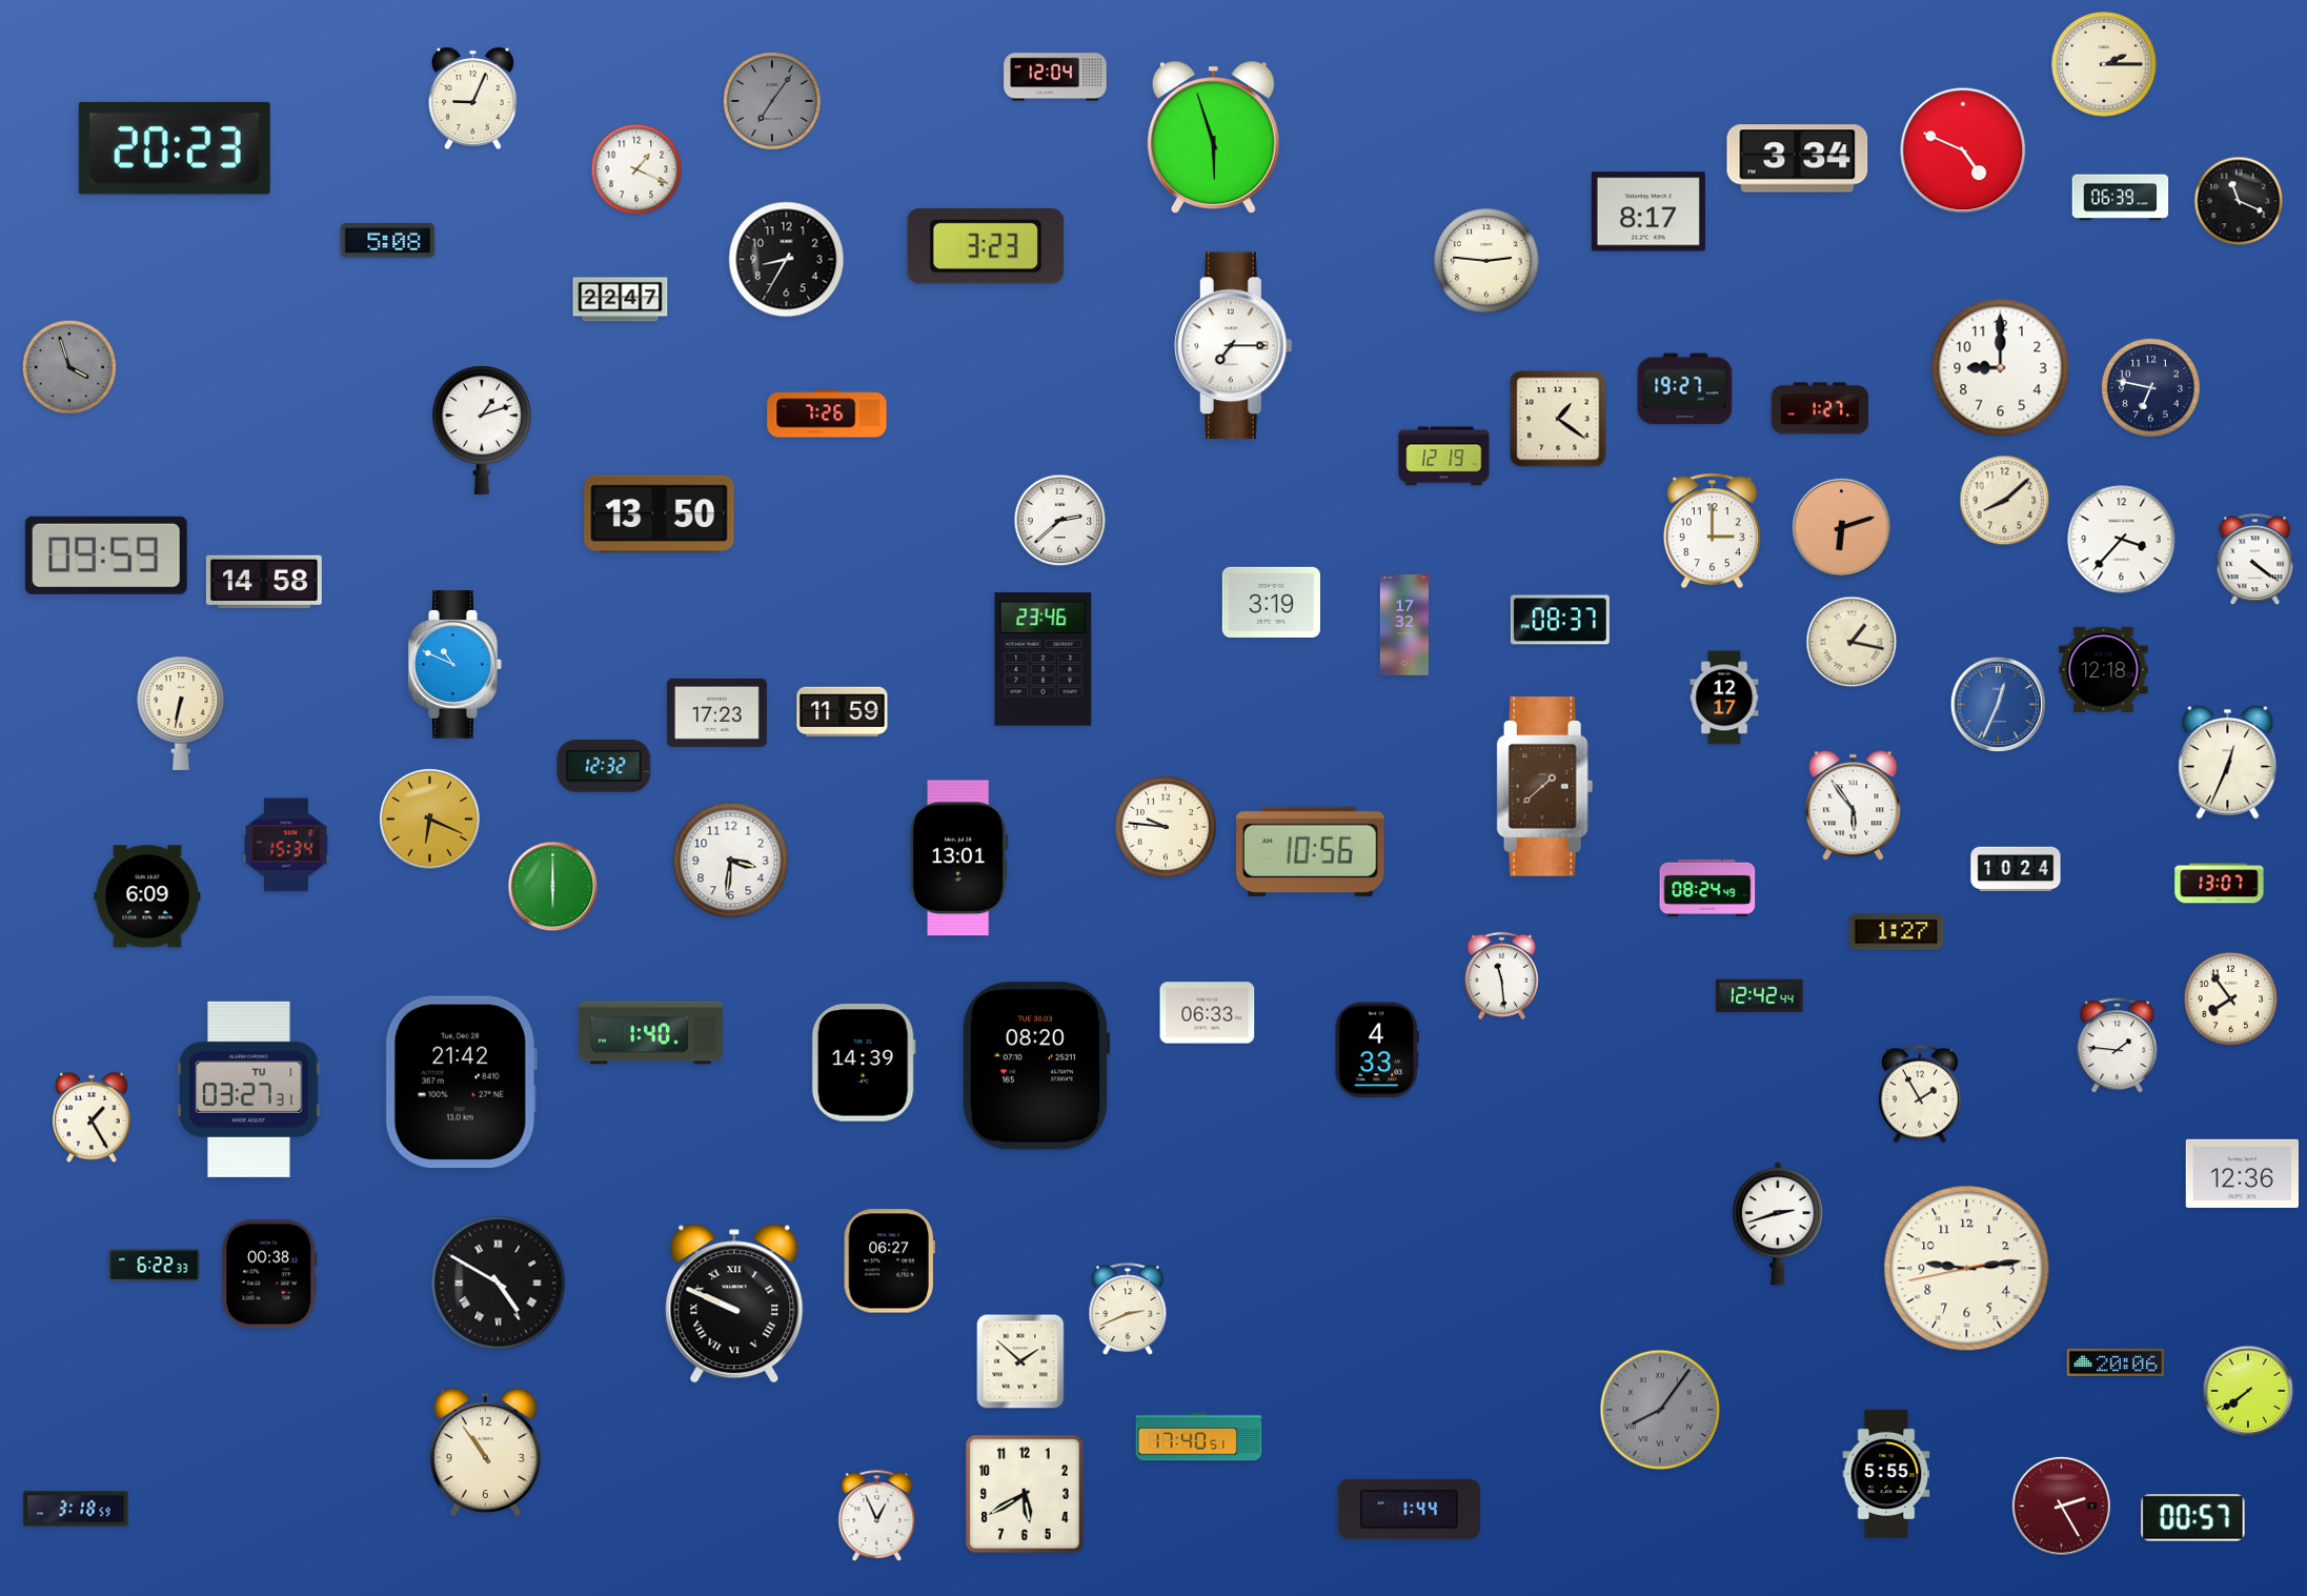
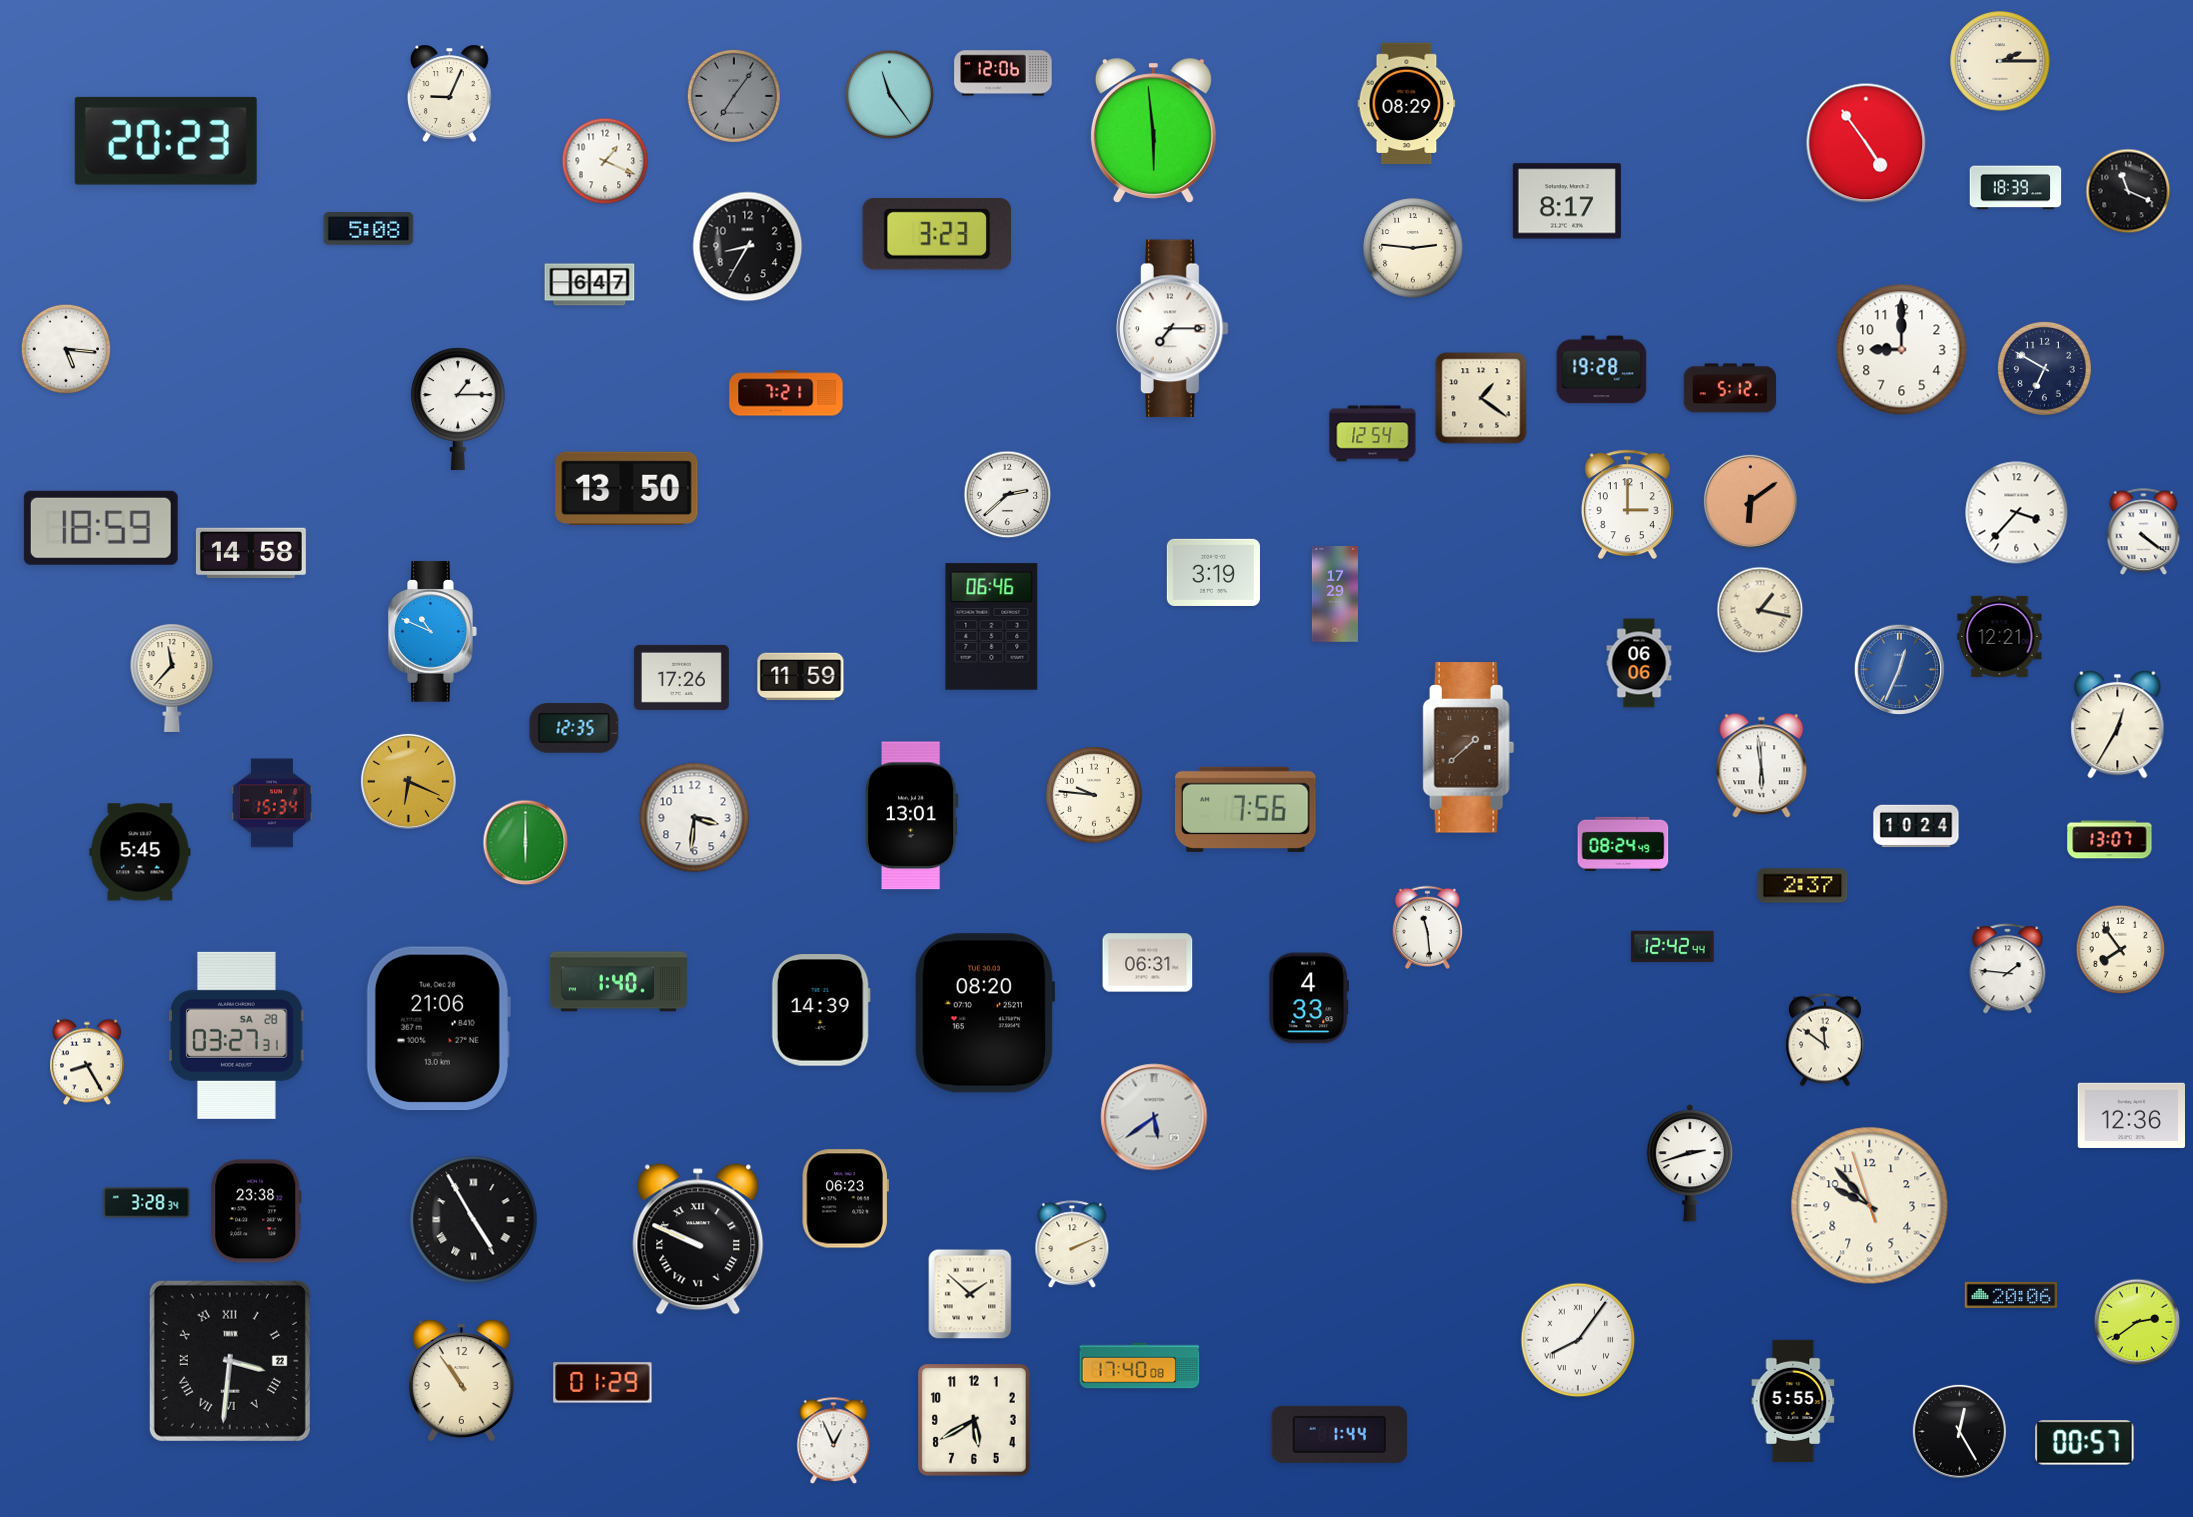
clock at (1055, 77): 12:04 -> 12:06
clock at (890, 95): none -> 11:24
clock at (1407, 104): none -> 08:29
clock at (1213, 137): 5:57 -> 5:59
clock at (1963, 150): 4:49 -> 4:54
clock at (1798, 159): 3:34 -> none
clock at (2121, 198): 06:39 -> 18:39
clock at (621, 300): 22:47 -> 6:47
clock at (69, 367): 3:57 -> 5:16
clock at (69, 367) dial: grey -> white
clock at (2150, 387): 6:47 -> 6:50
clock at (1685, 389): 19:27 -> 19:28
clock at (1820, 408): 1:27 -> 5:12
clock at (827, 413): 7:26 -> 7:21
clock at (482, 430): 1:12 -> 1:15
clock at (1444, 457): 12:19 -> 12:54
clock at (2005, 501): 8:08 -> none
clock at (1841, 527): 6:12 -> 6:09
clock at (106, 555): 09:59 -> 18:59
clock at (1271, 602) position: (1271, 602) -> (1213, 572)
clock at (1560, 620): 08:37 -> none
clock at (1404, 625): 17:32 -> 17:29
clock at (1044, 660): 23:46 -> 06:46
clock at (2104, 669): 12:18 -> 12:21
clock at (1724, 698): 12:17 -> 06:06
clock at (716, 712): 17:23 -> 17:26
clock at (181, 713): 6:32 -> 11:37
clock at (2228, 762): 12:34 -> 12:35
clock at (604, 766): 12:32 -> 12:35
clock at (1854, 806): 5:54 -> 5:59
clock at (429, 819) position: (429, 819) -> (408, 781)
clock at (1167, 828) position: (1167, 828) -> (1095, 796)
clock at (1311, 851): 10:56 -> 7:56
clock at (147, 896): 6:09 -> 5:45
clock at (1897, 932): 1:27 -> 2:37
clock at (1208, 1013): 06:33 -> 06:31
clock at (2118, 1046) position: (2118, 1046) -> (2008, 969)
clock at (461, 1083): 21:42 -> 21:06
clock at (249, 1089) date: TU 1 -> SA 28
clock at (1920, 1094): 1:55 -> 11:51
clock at (93, 1117): 1:25 -> 8:25
clock at (1154, 1117): none -> 5:39
clock at (889, 1261): 06:27 -> 06:23
clock at (155, 1266): 6:22 -> 3:28
clock at (1967, 1269): 9:13 -> 9:52
clock at (269, 1274): 00:38 -> 23:38
clock at (499, 1284): 4:50 -> 4:55
clock at (1128, 1310): 2:41 -> 2:11
clock at (2248, 1391): 7:39 -> 2:39
clock at (1660, 1410) dial: grey -> white
clock at (230, 1361): none -> 3:31
clock at (1199, 1437): 17:40:51 -> 17:40:08
clock at (603, 1383): none -> 01:29
clock at (2061, 1506): 2:25 -> 12:25
clock at (2061, 1506) dial: burgundy -> black
clock at (76, 1509): 3:18 -> none
